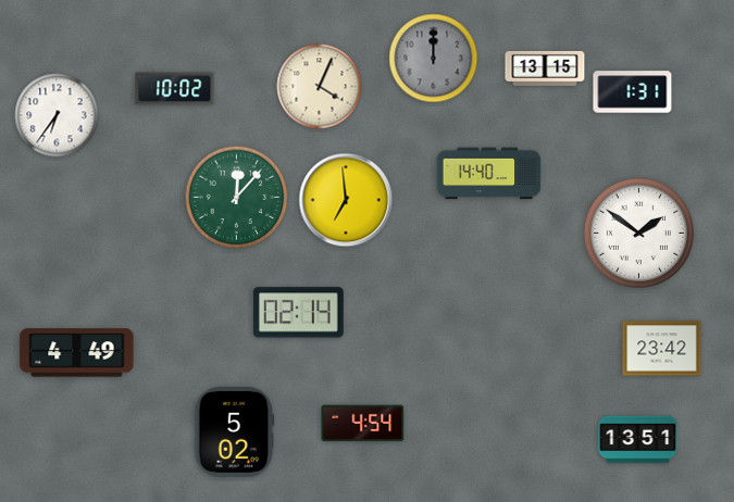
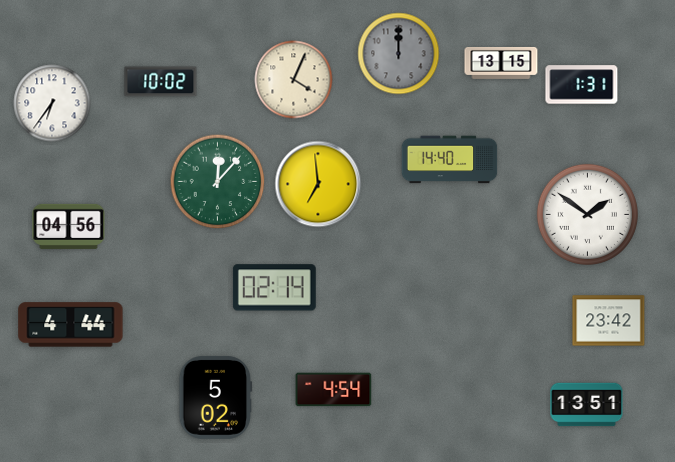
clock at (57, 115) position: (57, 115) -> (52, 103)
clock at (69, 226): none -> 04:56
clock at (77, 353): 4:49 -> 4:44
